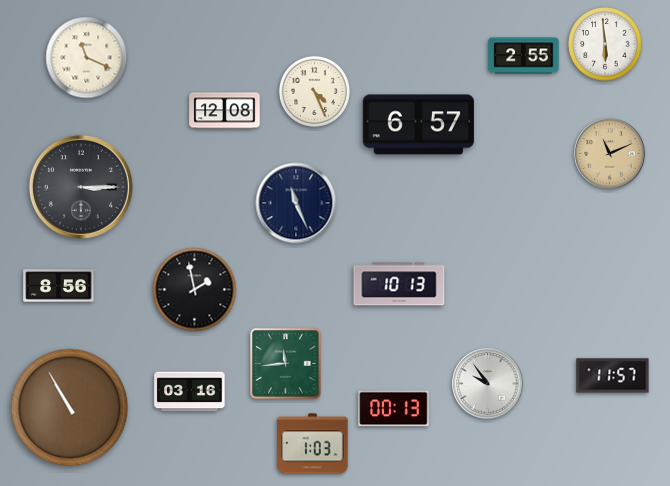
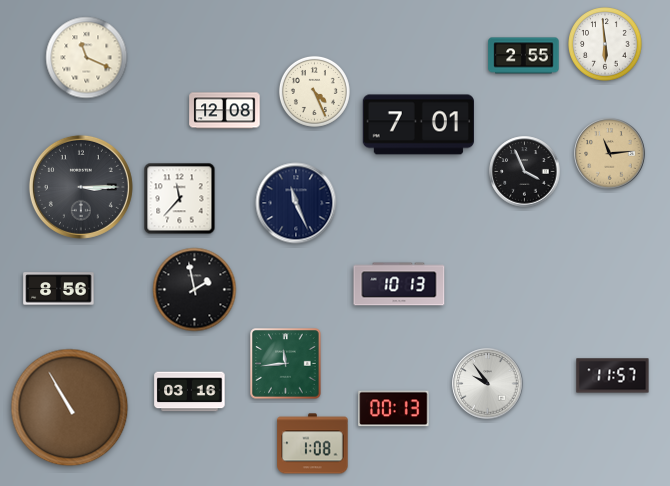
clock at (418, 125): 6:57 -> 7:01
clock at (610, 154): 11:11 -> 11:14
clock at (525, 172): none -> 3:56
clock at (180, 199): none -> 11:37
clock at (59, 286) position: (59, 286) -> (59, 289)
clock at (313, 444): 1:03 -> 1:08
